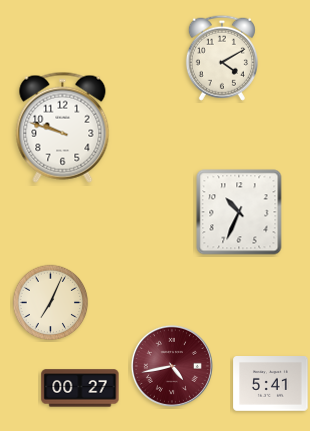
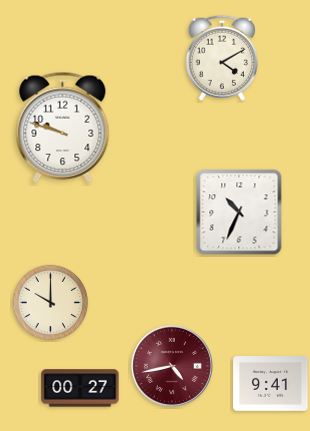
clock at (51, 303): 7:04 -> 10:00
clock at (271, 384): 5:41 -> 9:41
